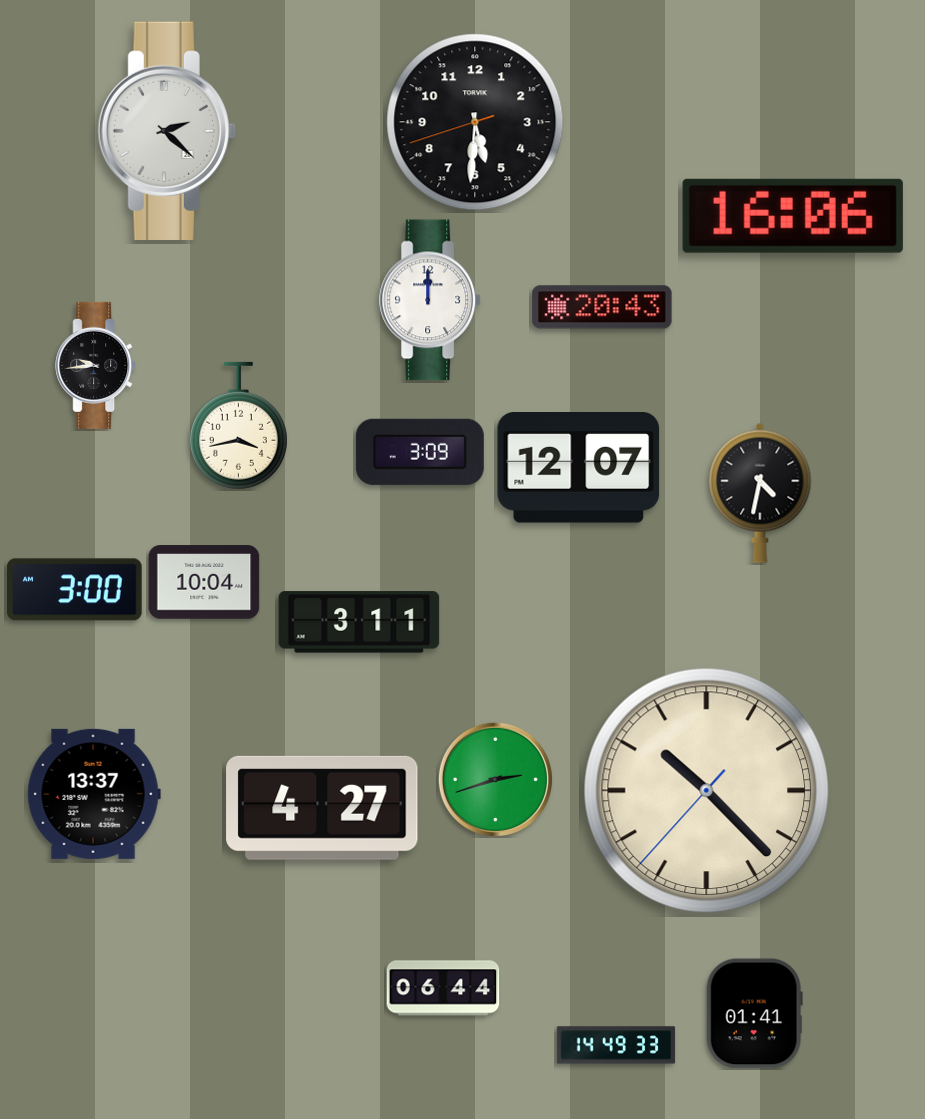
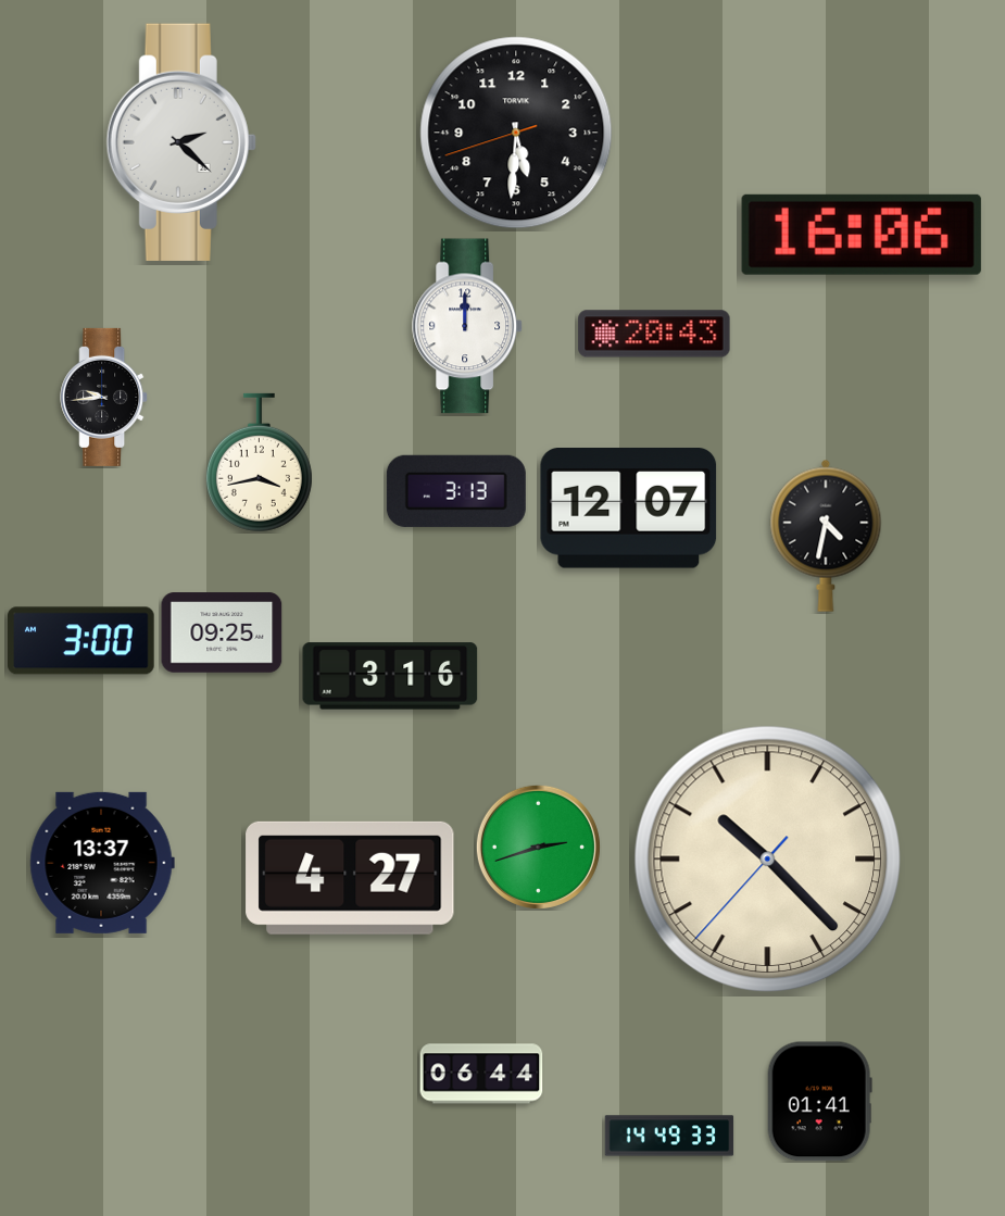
clock at (420, 452): 3:09 -> 3:13
clock at (204, 582): 10:04 -> 09:25
clock at (359, 622): 3:11 -> 3:16
